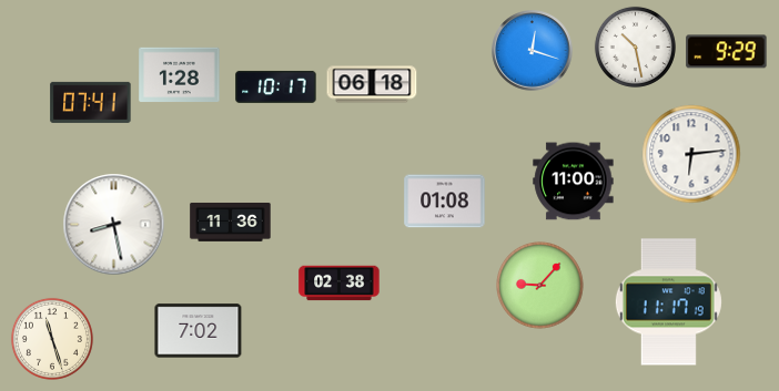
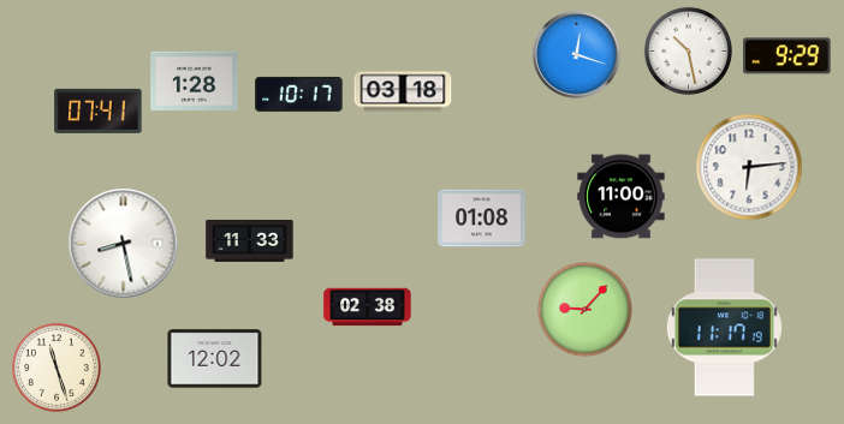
clock at (372, 84): 06:18 -> 03:18
clock at (231, 223): 11:36 -> 11:33
clock at (199, 331): 7:02 -> 12:02
